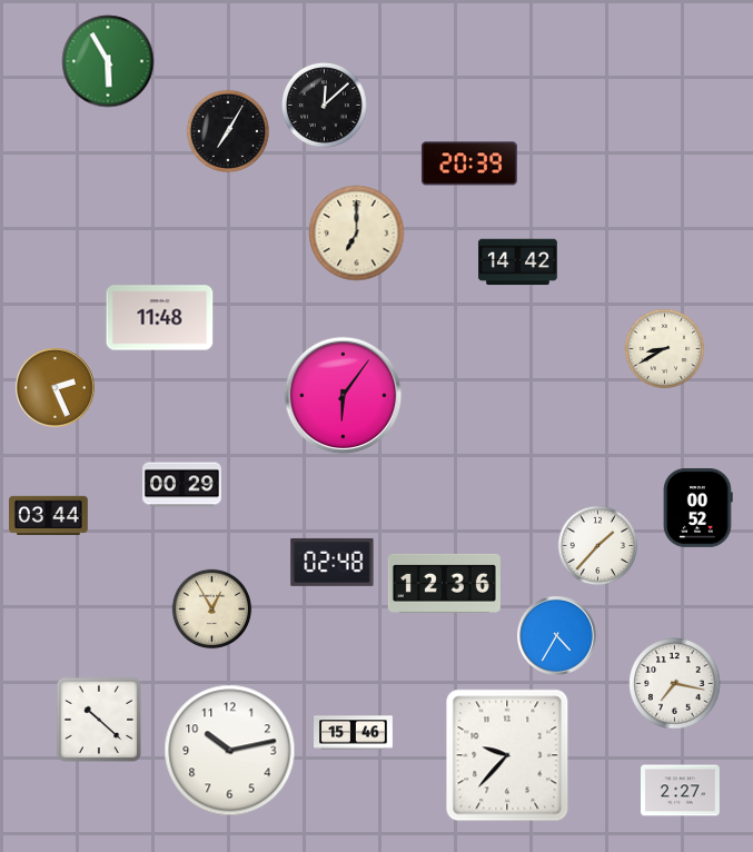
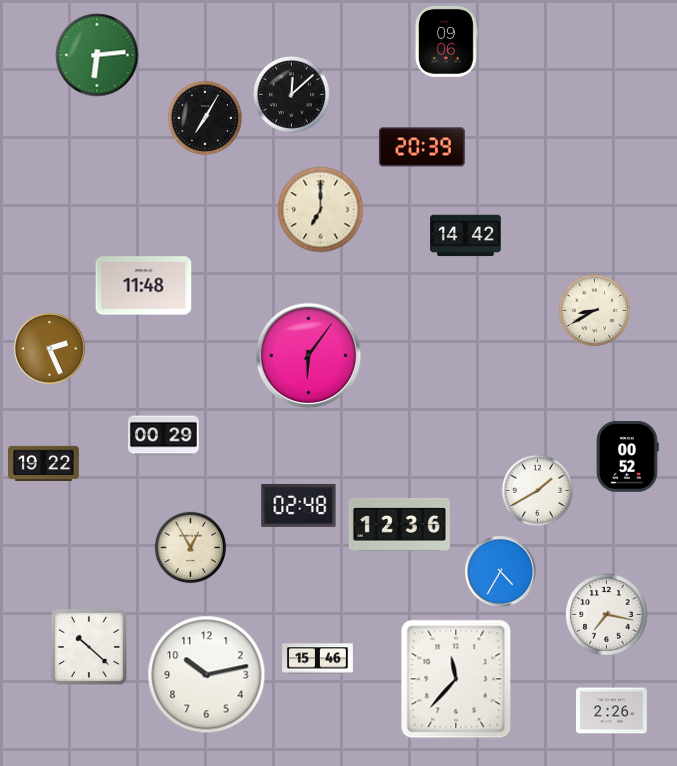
clock at (447, 41): none -> 09:06
clock at (108, 61): 5:55 -> 6:14
clock at (665, 349) position: (665, 349) -> (595, 311)
clock at (49, 515): 03:44 -> 19:22
clock at (598, 546): 1:37 -> 1:40
clock at (507, 755): 9:37 -> 11:37
clock at (681, 791): 2:27 -> 2:26
